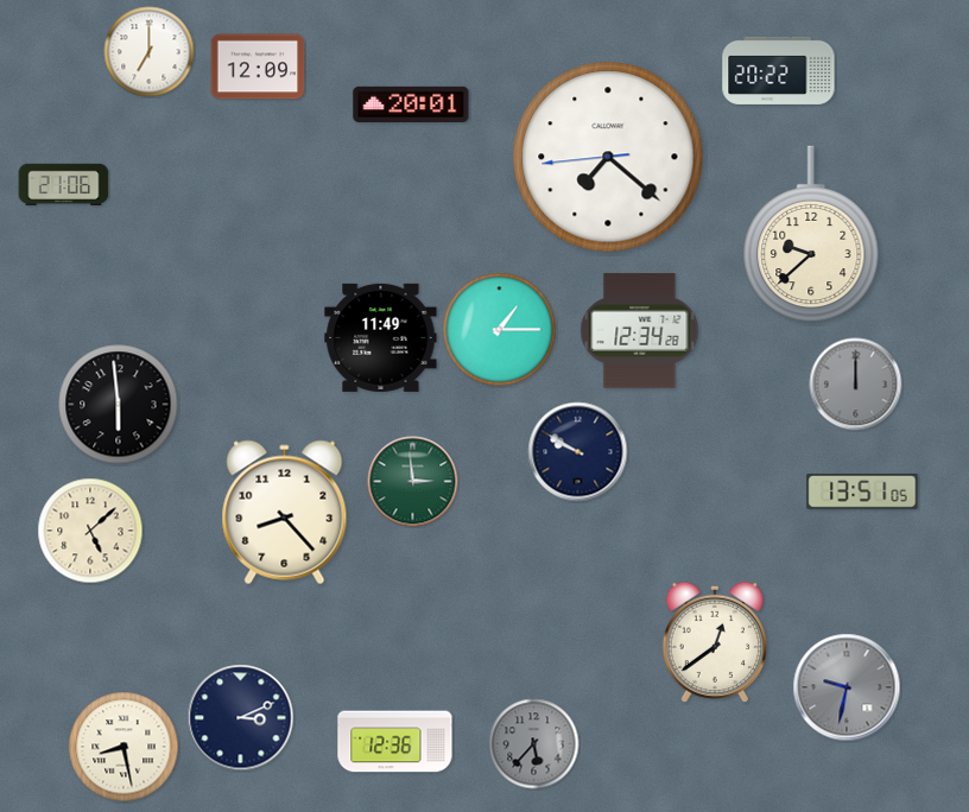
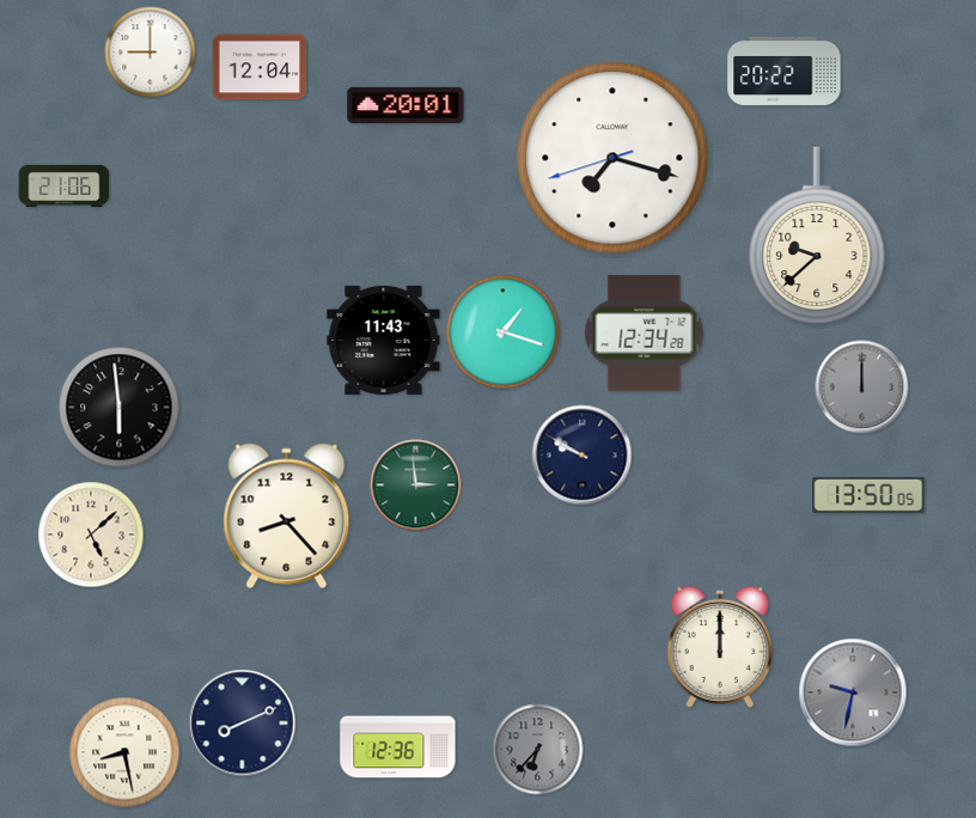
clock at (150, 52): 7:00 -> 9:00
clock at (258, 66): 12:09 -> 12:04
clock at (411, 104) position: (411, 104) -> (405, 105)
clock at (608, 157): 7:21 -> 7:17
clock at (500, 330): 1:15 -> 1:18
clock at (381, 337): 11:49 -> 11:43
clock at (862, 491): 13:51 -> 13:50
clock at (715, 642): 12:39 -> 12:00
clock at (241, 718): 3:11 -> 8:11
clock at (534, 744): 5:37 -> 6:37
